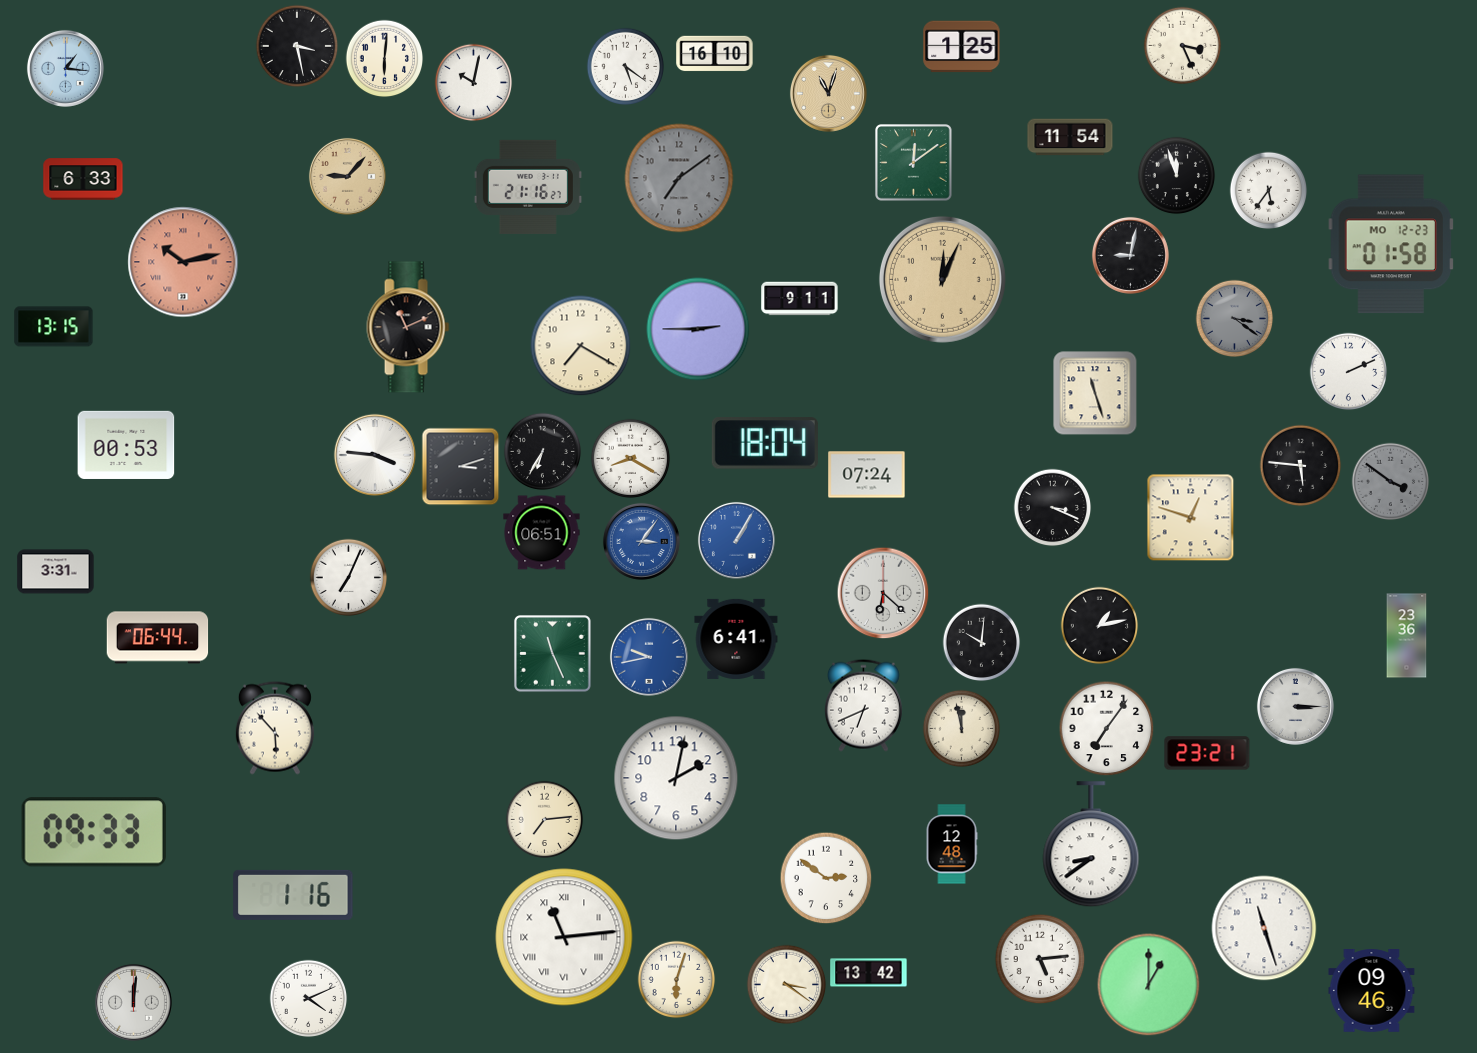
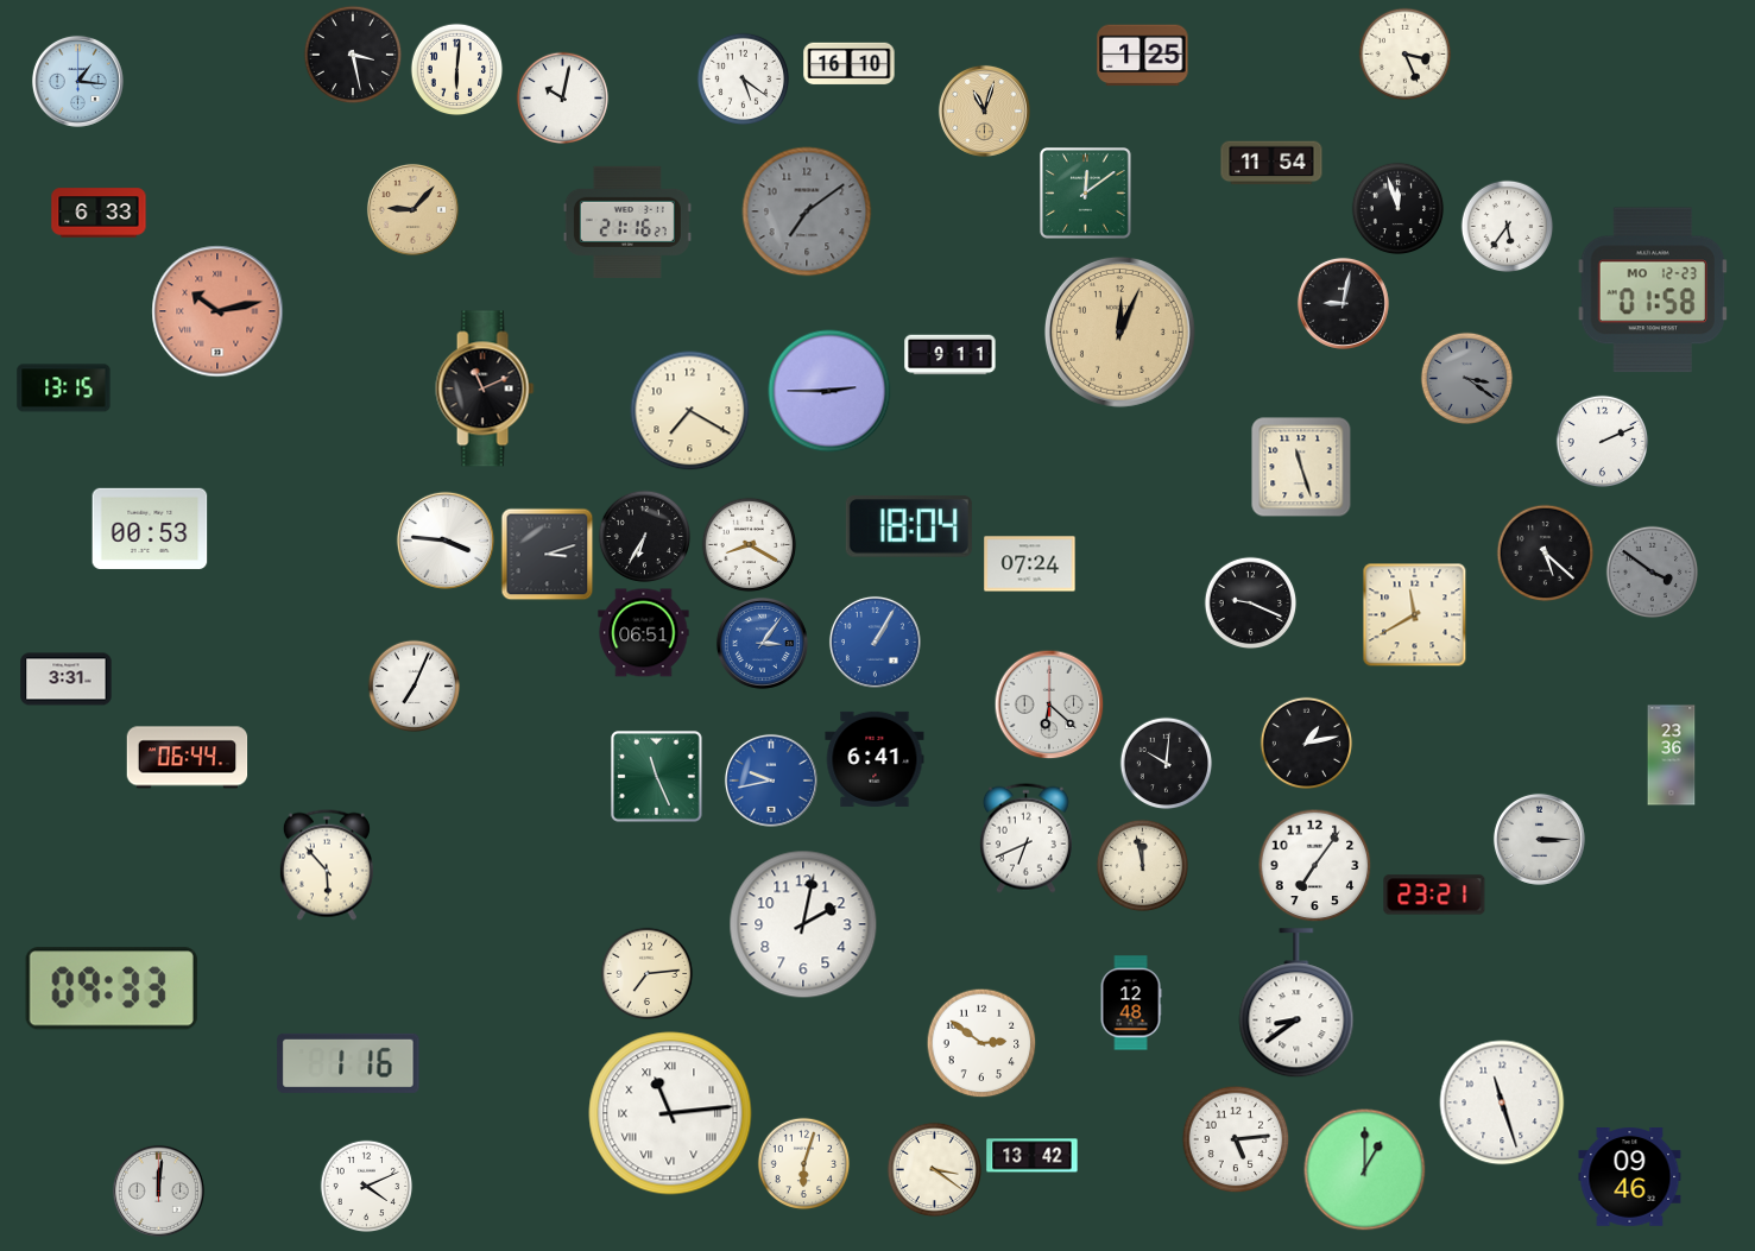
clock at (1300, 465): 5:46 -> 5:22
clock at (1052, 507): 3:19 -> 9:19
clock at (1190, 517): 12:48 -> 11:40
